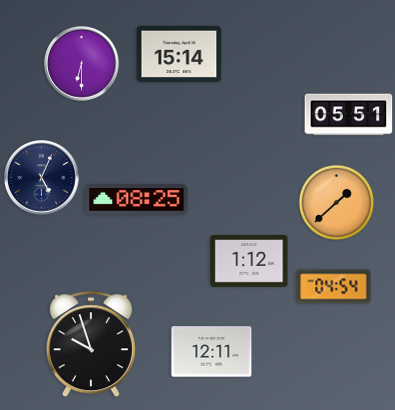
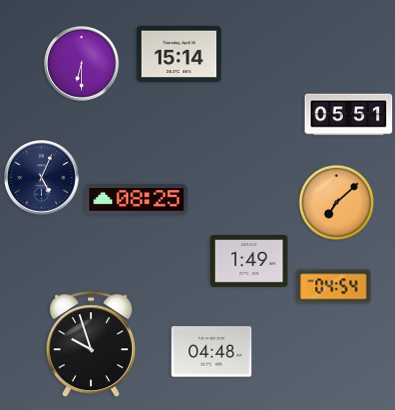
clock at (336, 202): 1:38 -> 7:08
clock at (249, 261): 1:12 -> 1:49
clock at (212, 352): 12:11 -> 04:48
